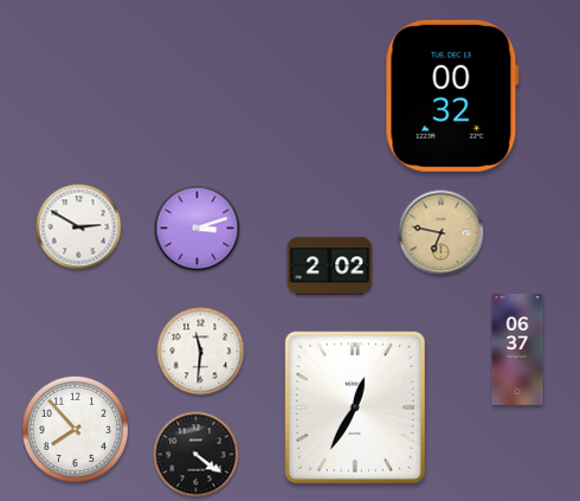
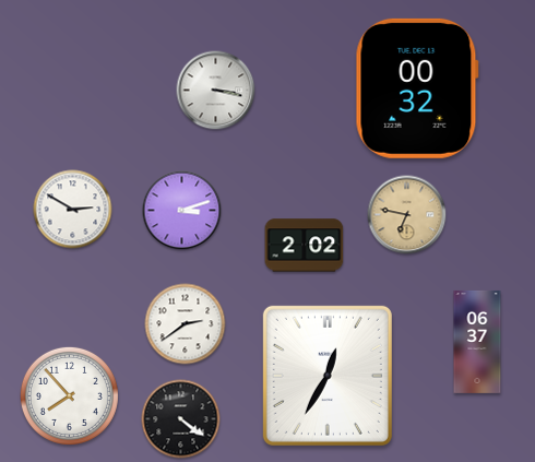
clock at (216, 91): none -> 3:17
clock at (517, 349) position: (517, 349) -> (477, 342)
clock at (201, 352): 11:31 -> 2:39
